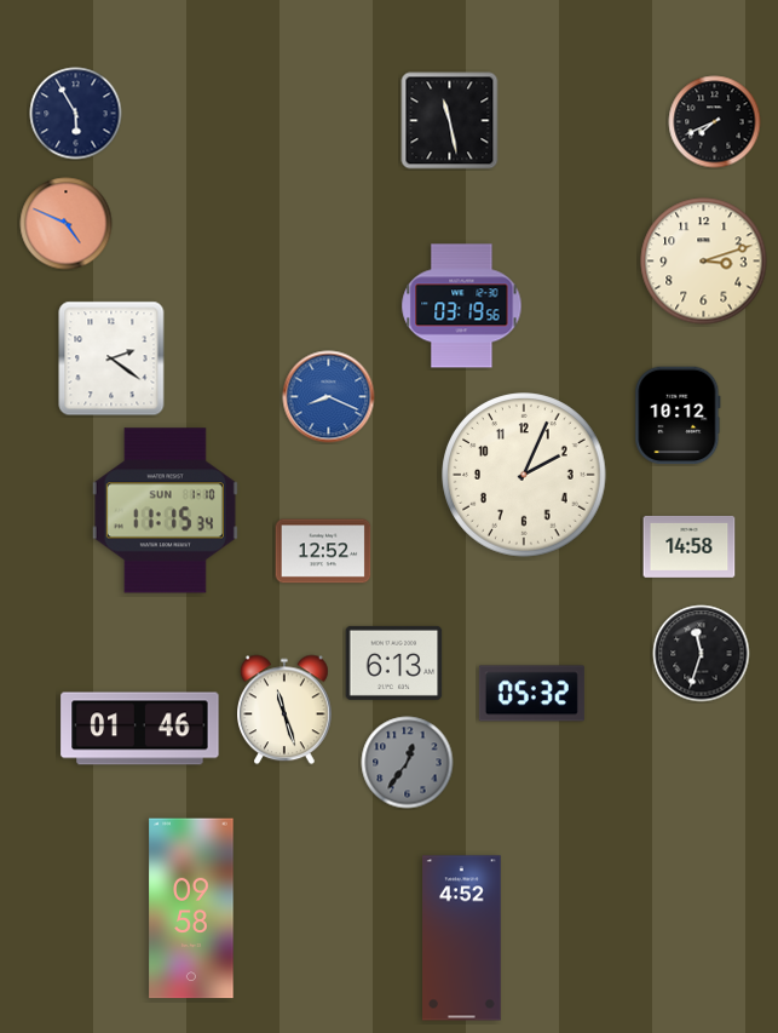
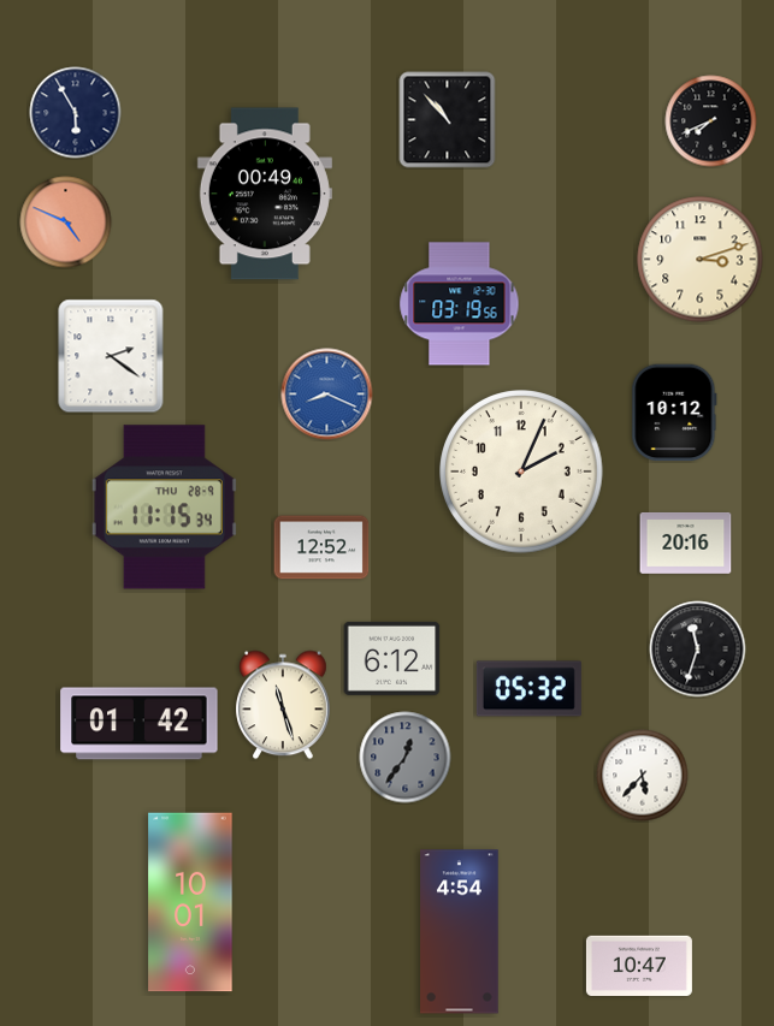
clock at (450, 121): 11:28 -> 10:53
clock at (265, 194): none -> 00:49
clock at (165, 511) date: SUN 1-10 -> THU 28-9
clock at (690, 546): 14:58 -> 20:16
clock at (394, 662): 6:13 -> 6:12
clock at (140, 729): 01:46 -> 01:42
clock at (643, 776): none -> 5:37
clock at (191, 908): 09:58 -> 10:01
clock at (462, 939): 4:52 -> 4:54
clock at (639, 965): none -> 10:47
